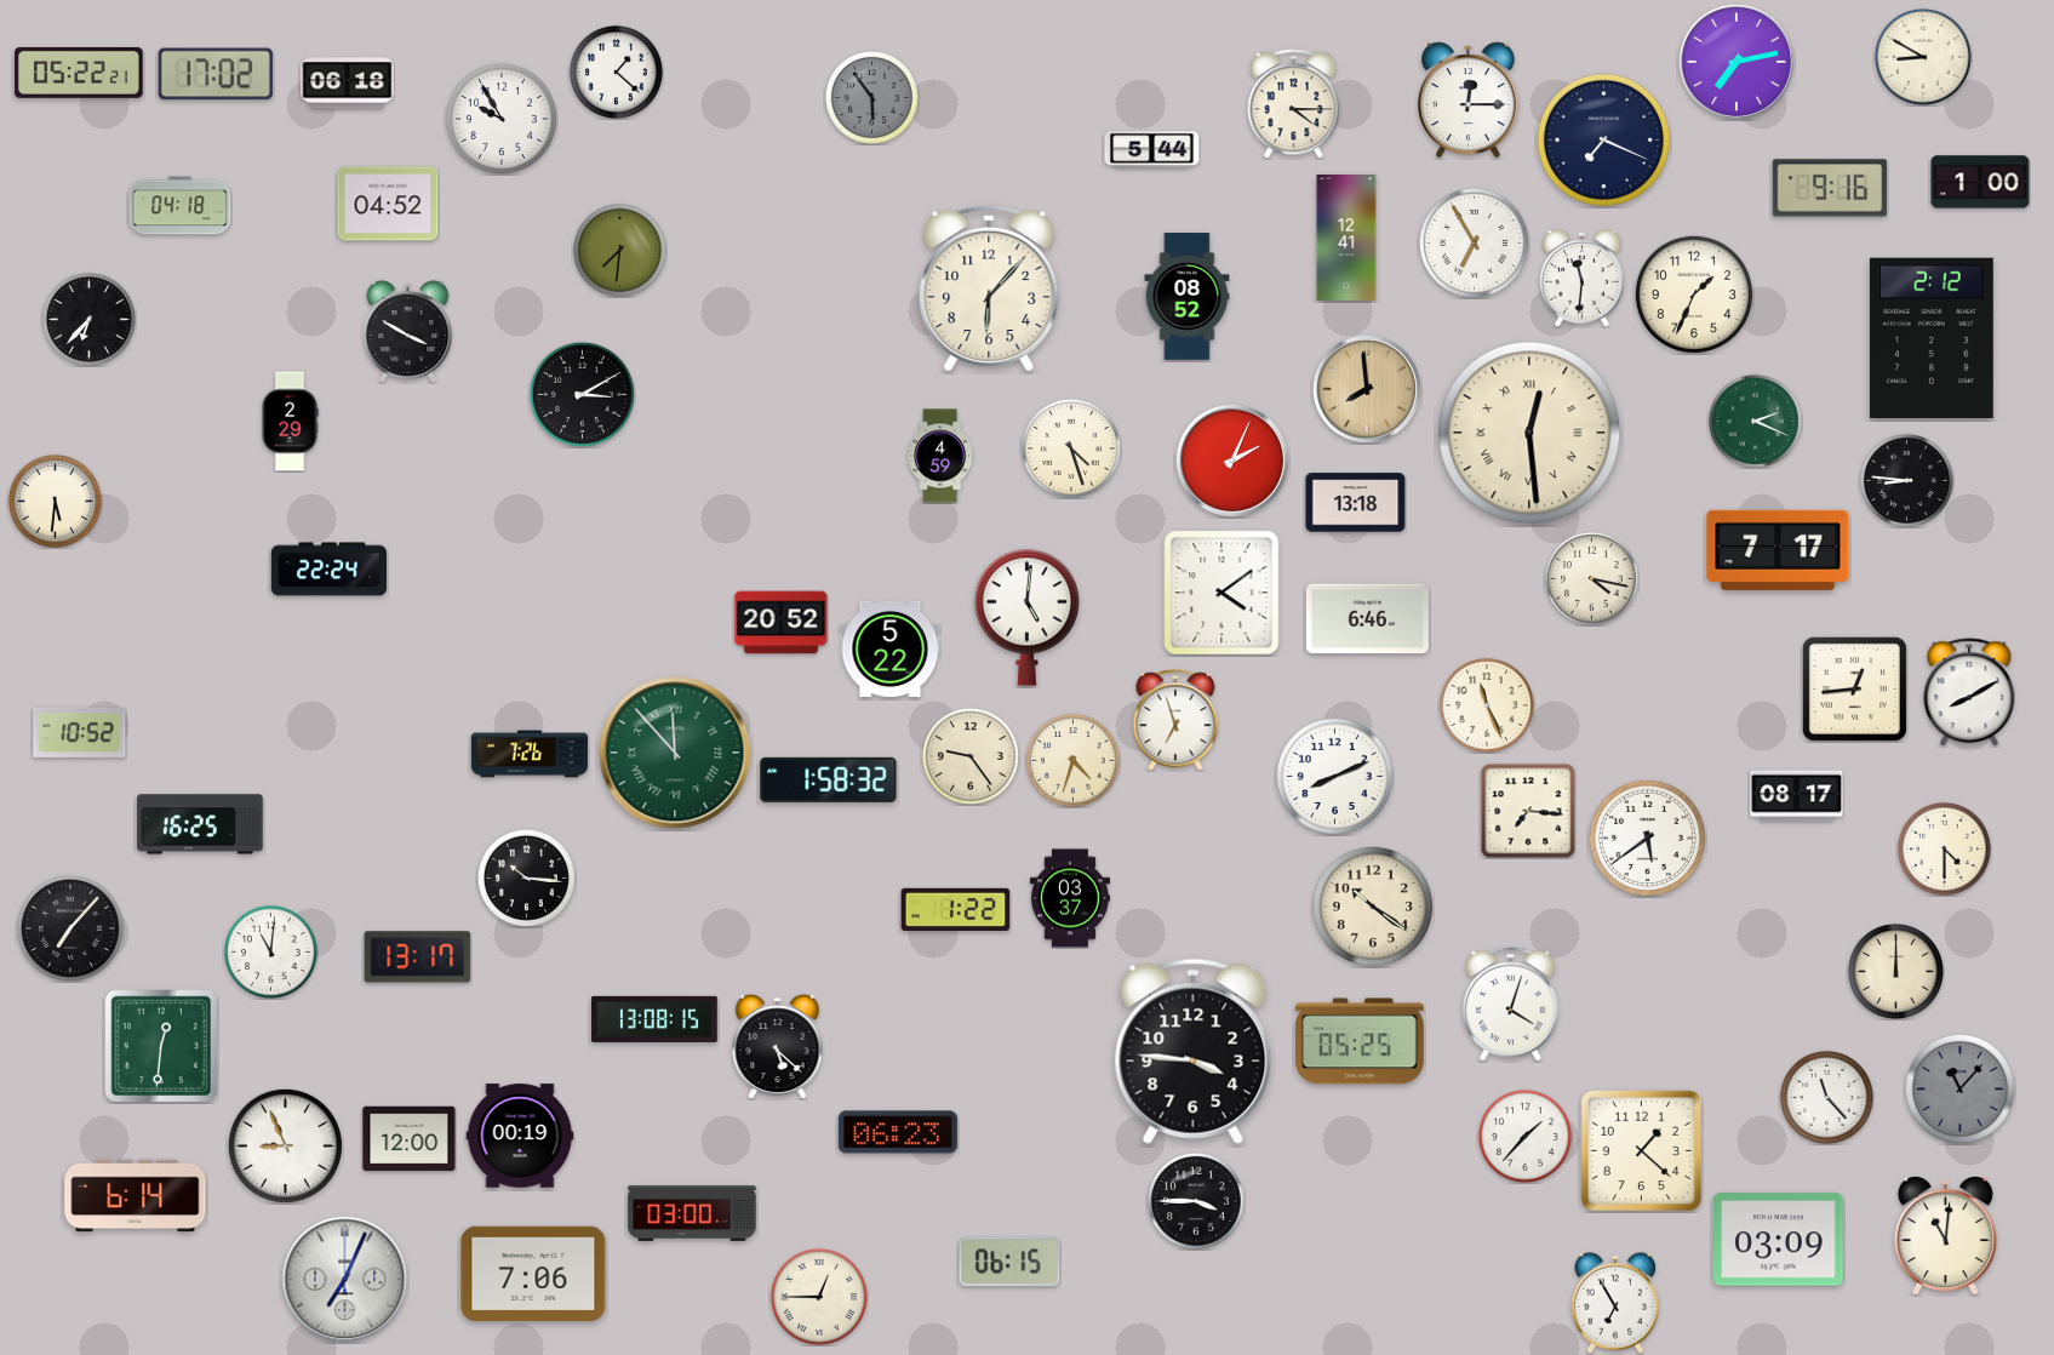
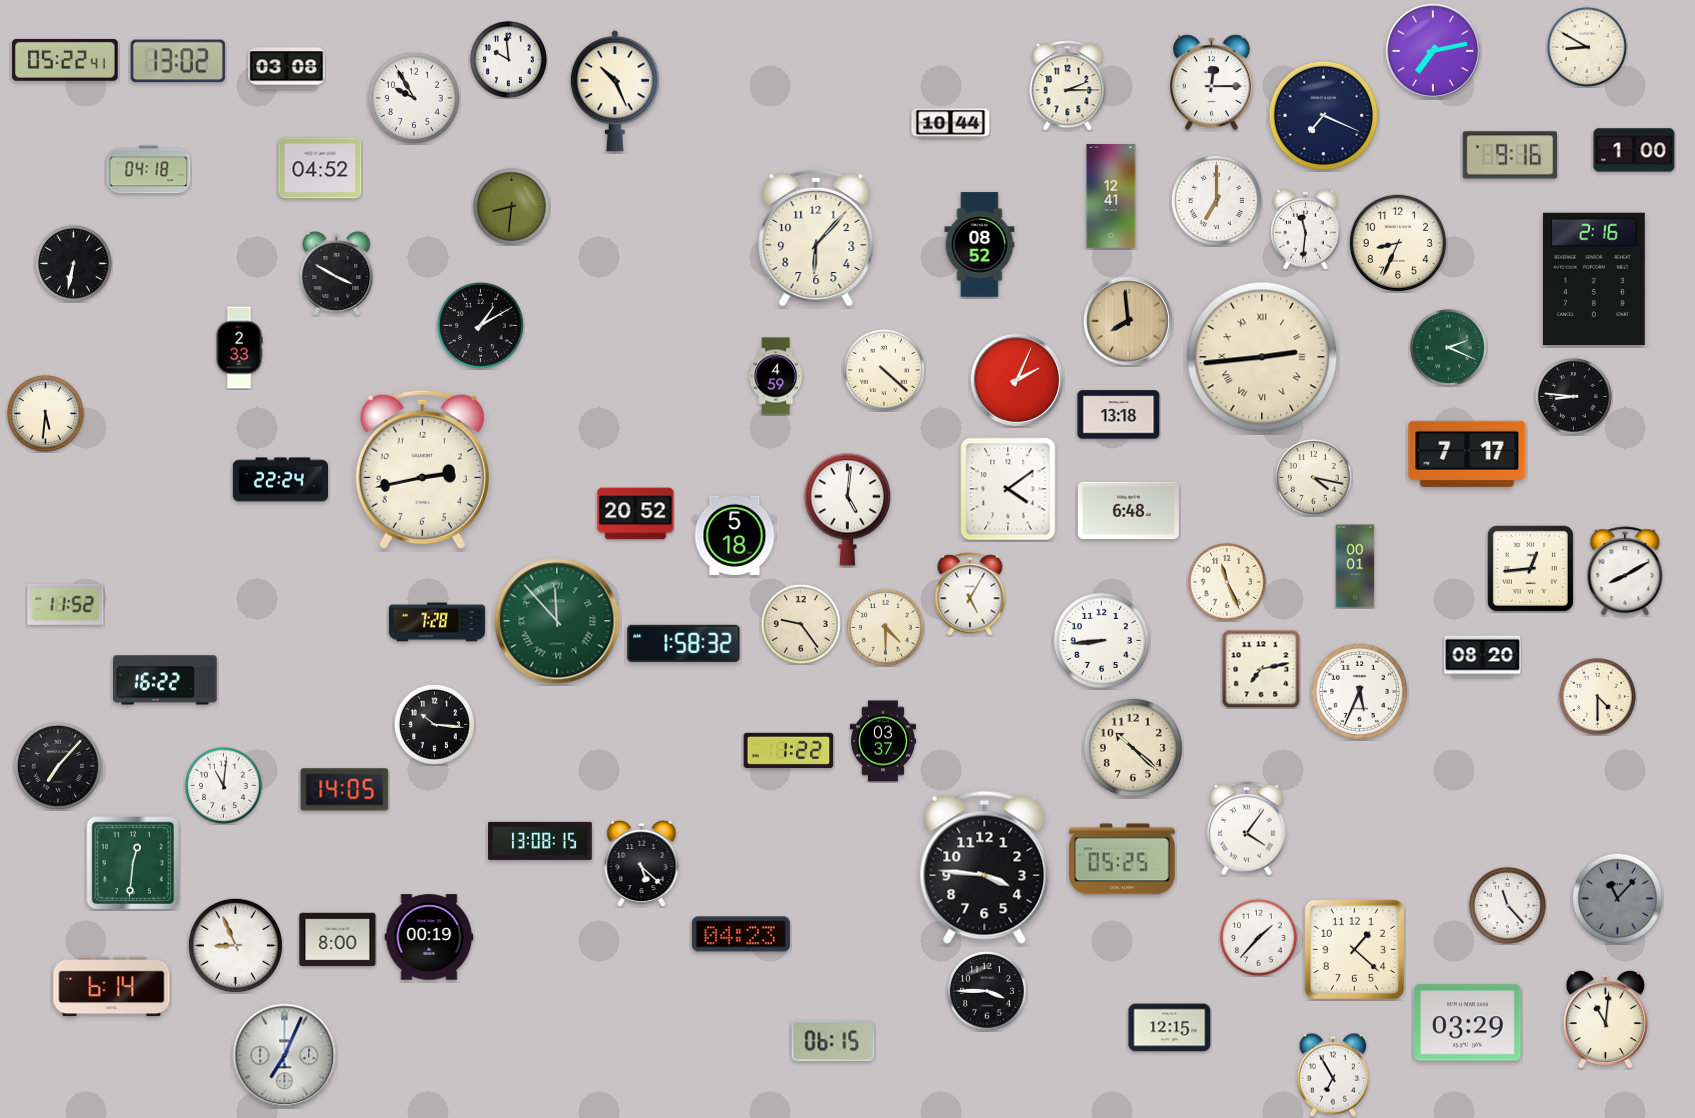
clock at (616, 72): 1:22 -> 9:59
clock at (79, 73): 05:22:21 -> 05:22:41
clock at (216, 74): 17:02 -> 13:02
clock at (348, 84): 06:18 -> 03:08
clock at (871, 97): 5:54 -> none
clock at (1294, 104): 4:15 -> 2:15
clock at (614, 92): none -> 10:26
clock at (1152, 150): 5:44 -> 10:44
clock at (1474, 242): 6:55 -> 7:00
clock at (619, 250): 7:31 -> 8:31
clock at (1694, 295): 1:34 -> 8:34
clock at (88, 319): 6:37 -> 6:32
clock at (1932, 338): 2:12 -> 2:16
clock at (582, 394): 3:10 -> 1:10
clock at (290, 422): 2:29 -> 2:33
clock at (1529, 433): 12:29 -> 2:44
clock at (1071, 448): 4:27 -> 4:22
clock at (422, 469): none -> 2:43
clock at (328, 570) position: (328, 570) -> (280, 480)
clock at (1367, 619): 6:46 -> 6:48
clock at (782, 623) position: (782, 623) -> (636, 514)
clock at (891, 648): 5:22 -> 5:18
clock at (1355, 566): none -> 00:01
clock at (1175, 720): 6:57 -> 5:05
clock at (80, 732): 10:52 -> 11:52
clock at (528, 754): 7:26 -> 7:28
clock at (1072, 760): 4:33 -> 4:30
clock at (1334, 776): 8:11 -> 8:44
clock at (1797, 796): 08:17 -> 08:20
clock at (1528, 811): 7:16 -> 7:13
clock at (201, 824): 16:25 -> 16:22
clock at (1647, 837): 5:39 -> 5:34
clock at (1944, 848) position: (1944, 848) -> (1597, 696)
clock at (1373, 907): 10:21 -> 10:22
clock at (418, 957): 13:17 -> 14:05
clock at (1895, 971): 12:00 -> none
clock at (1510, 1005): 4:03 -> 4:06
clock at (898, 1132): 06:23 -> 04:23
clock at (410, 1139): 12:00 -> 8:00
clock at (692, 1214): 03:00 -> none
clock at (1779, 1240): 03:09 -> 03:29
clock at (1170, 1028): none -> 12:15
clock at (533, 1273): 7:06 -> none
clock at (819, 1297): 12:45 -> none
